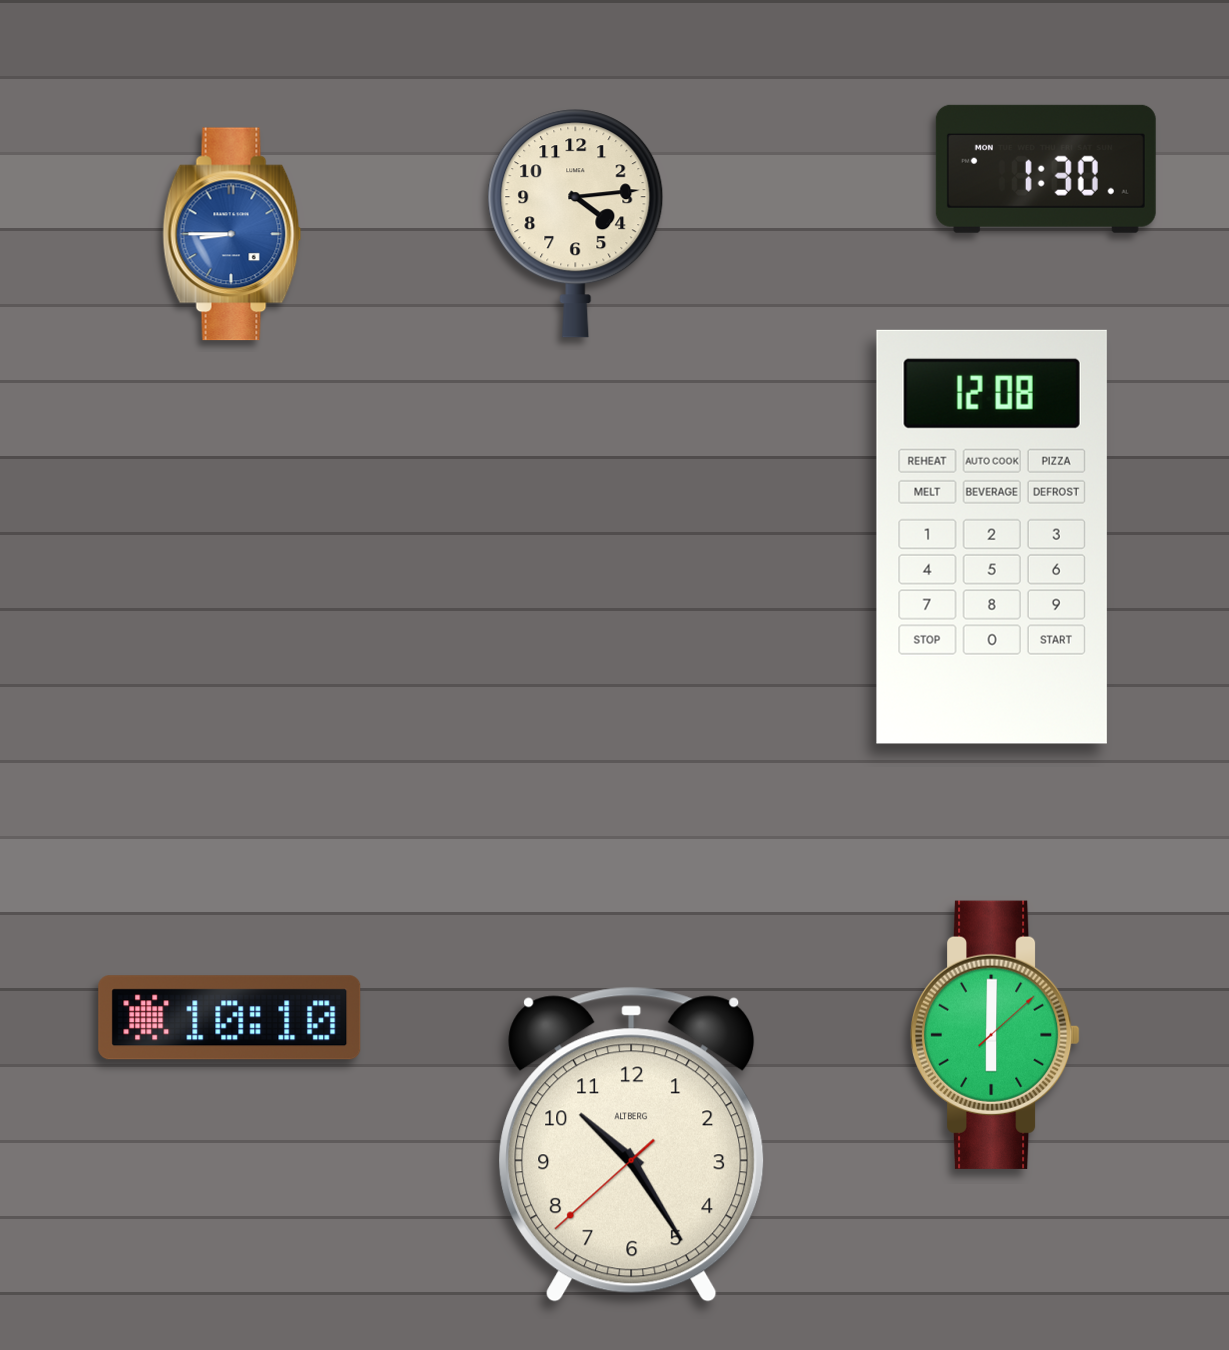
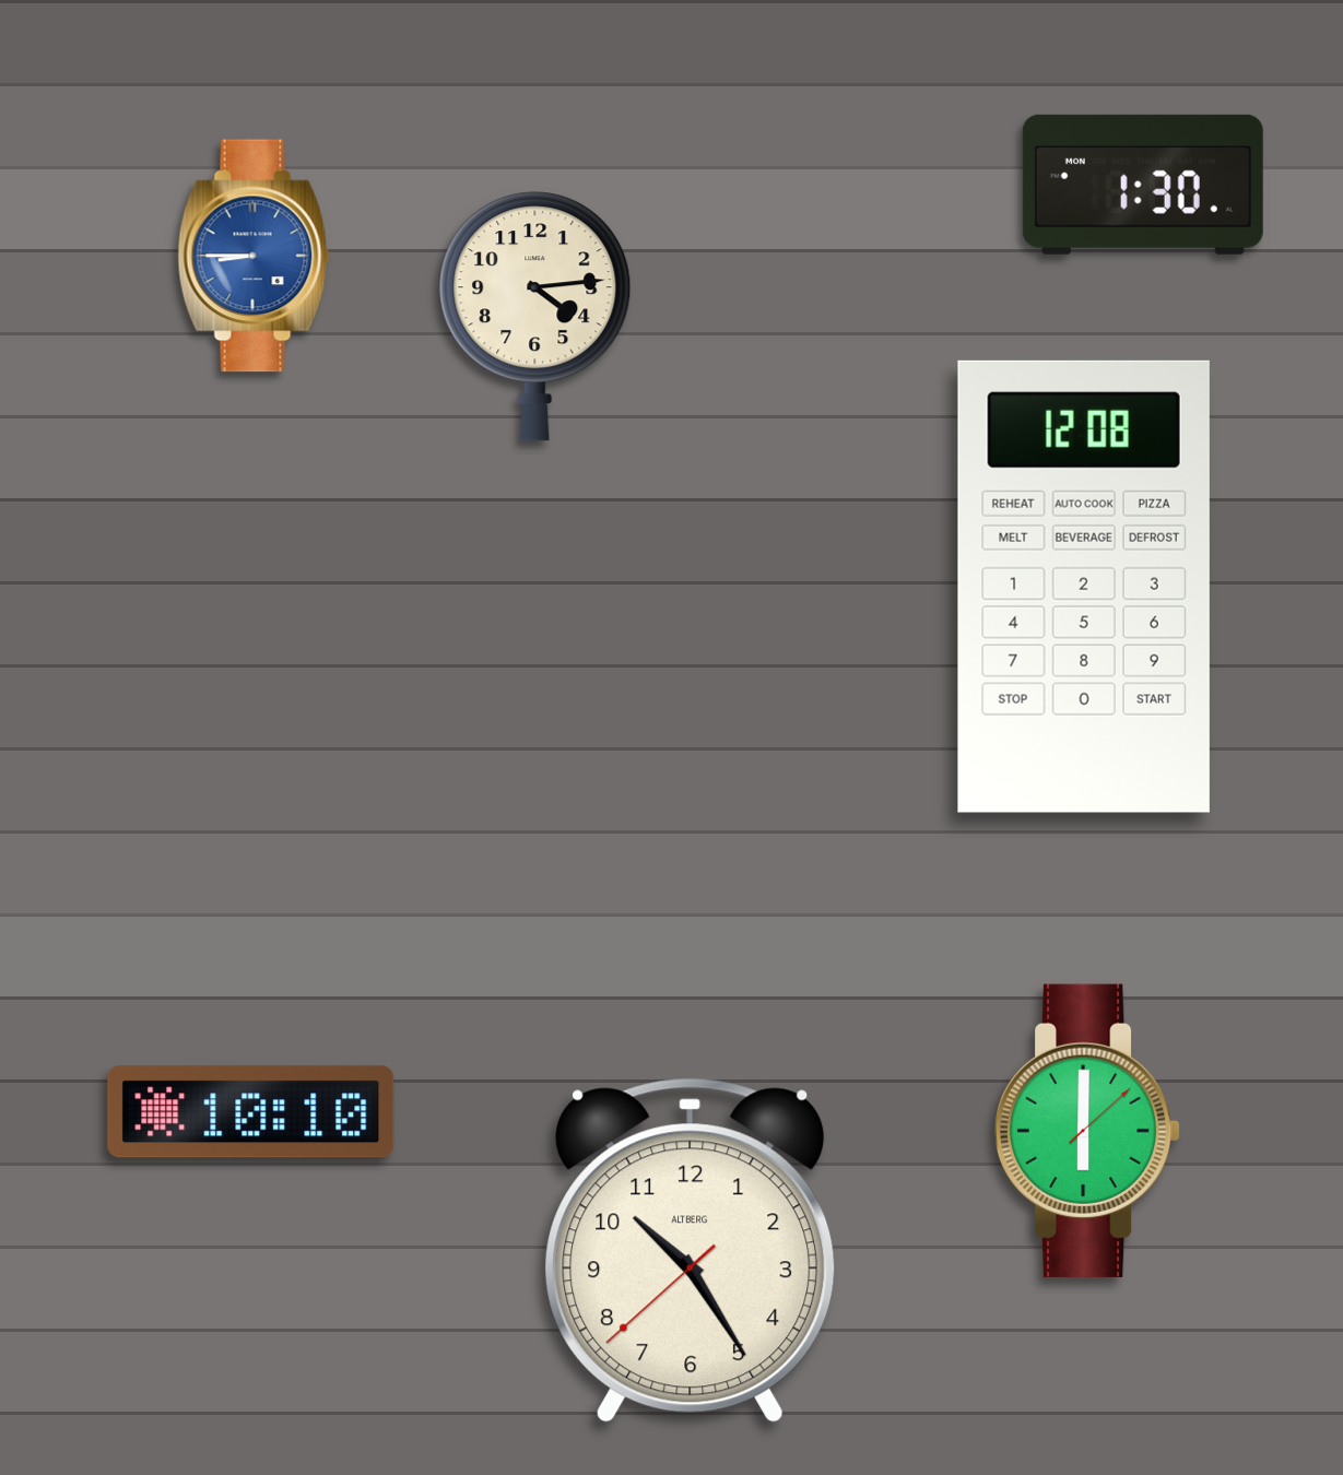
clock at (576, 224) position: (576, 224) -> (535, 317)
